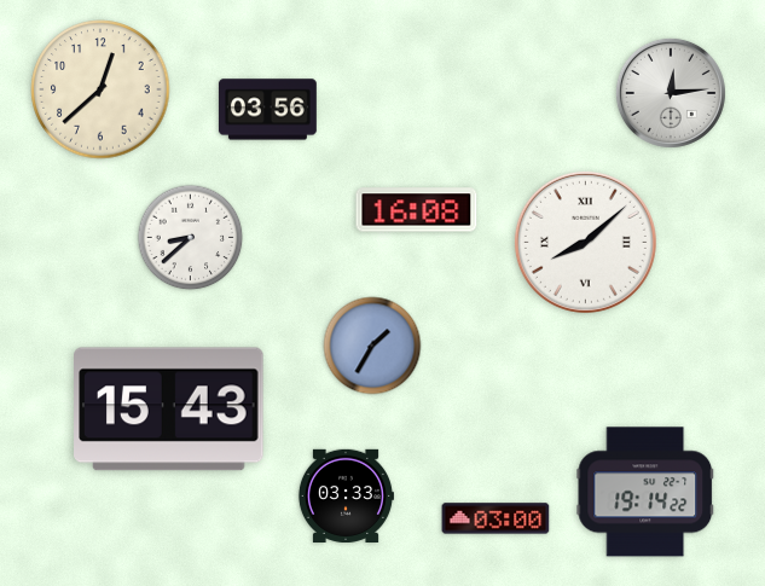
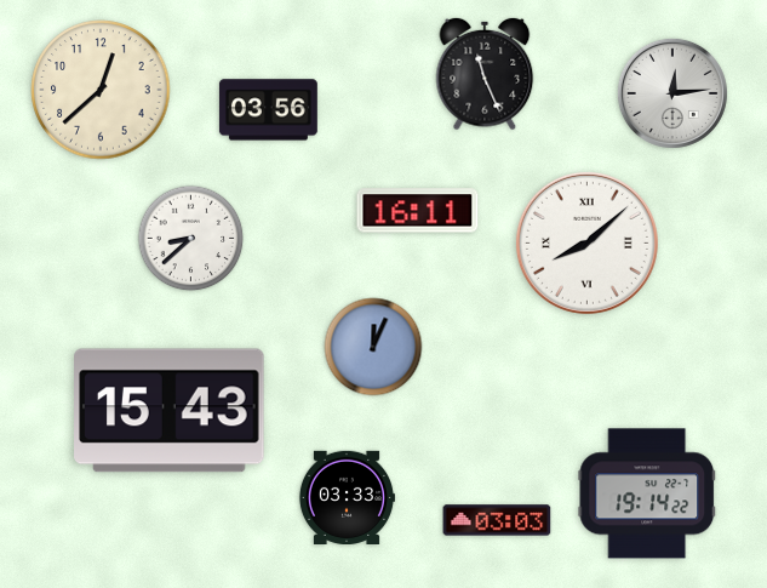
clock at (485, 74): none -> 11:26
clock at (417, 210): 16:08 -> 16:11
clock at (372, 346): 1:35 -> 12:04
clock at (495, 518): 03:00 -> 03:03
